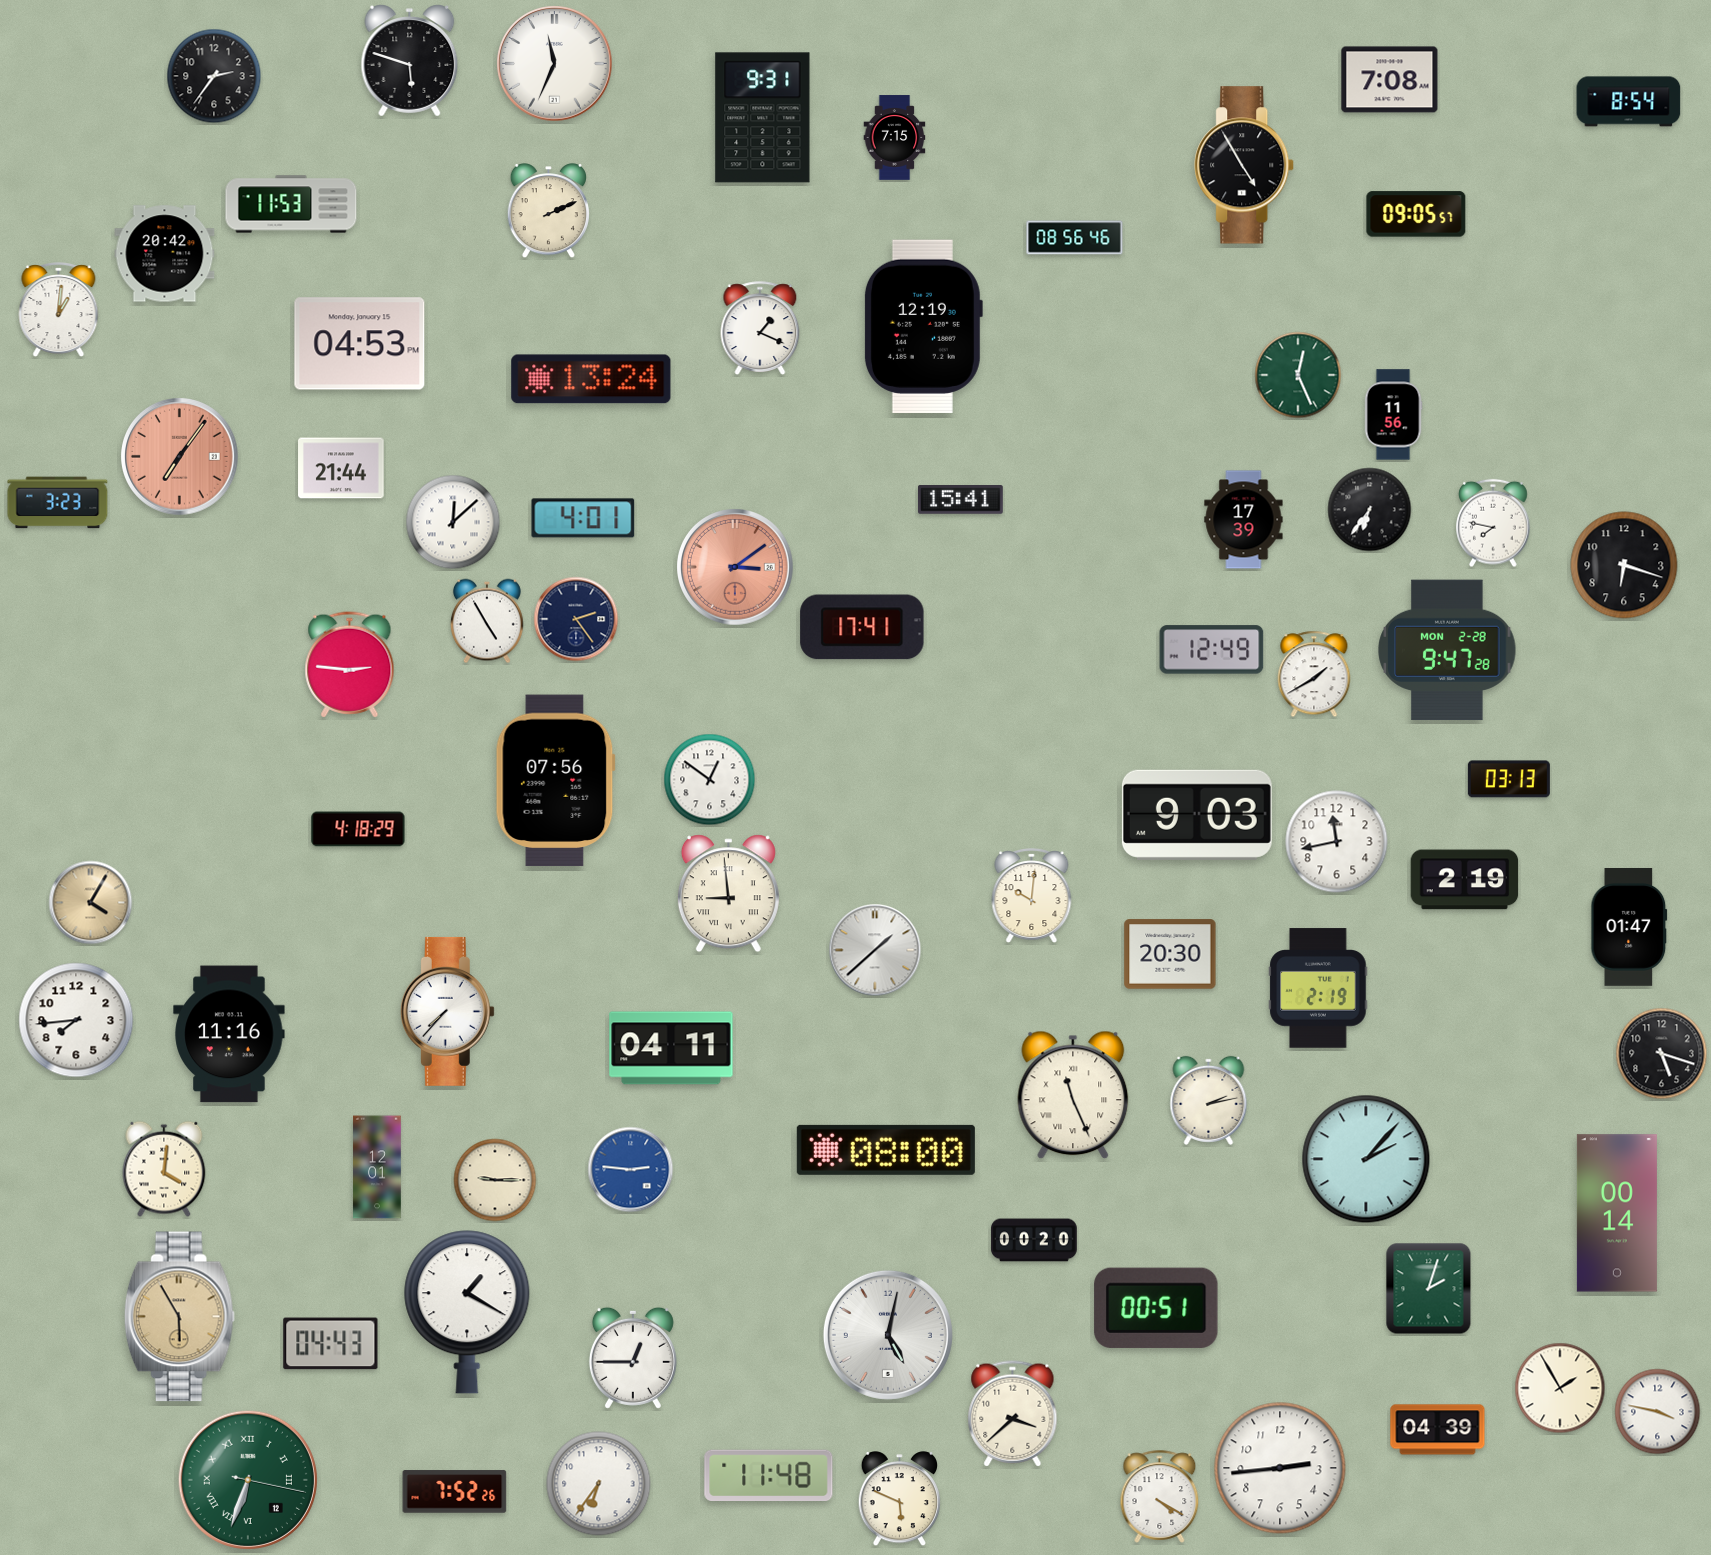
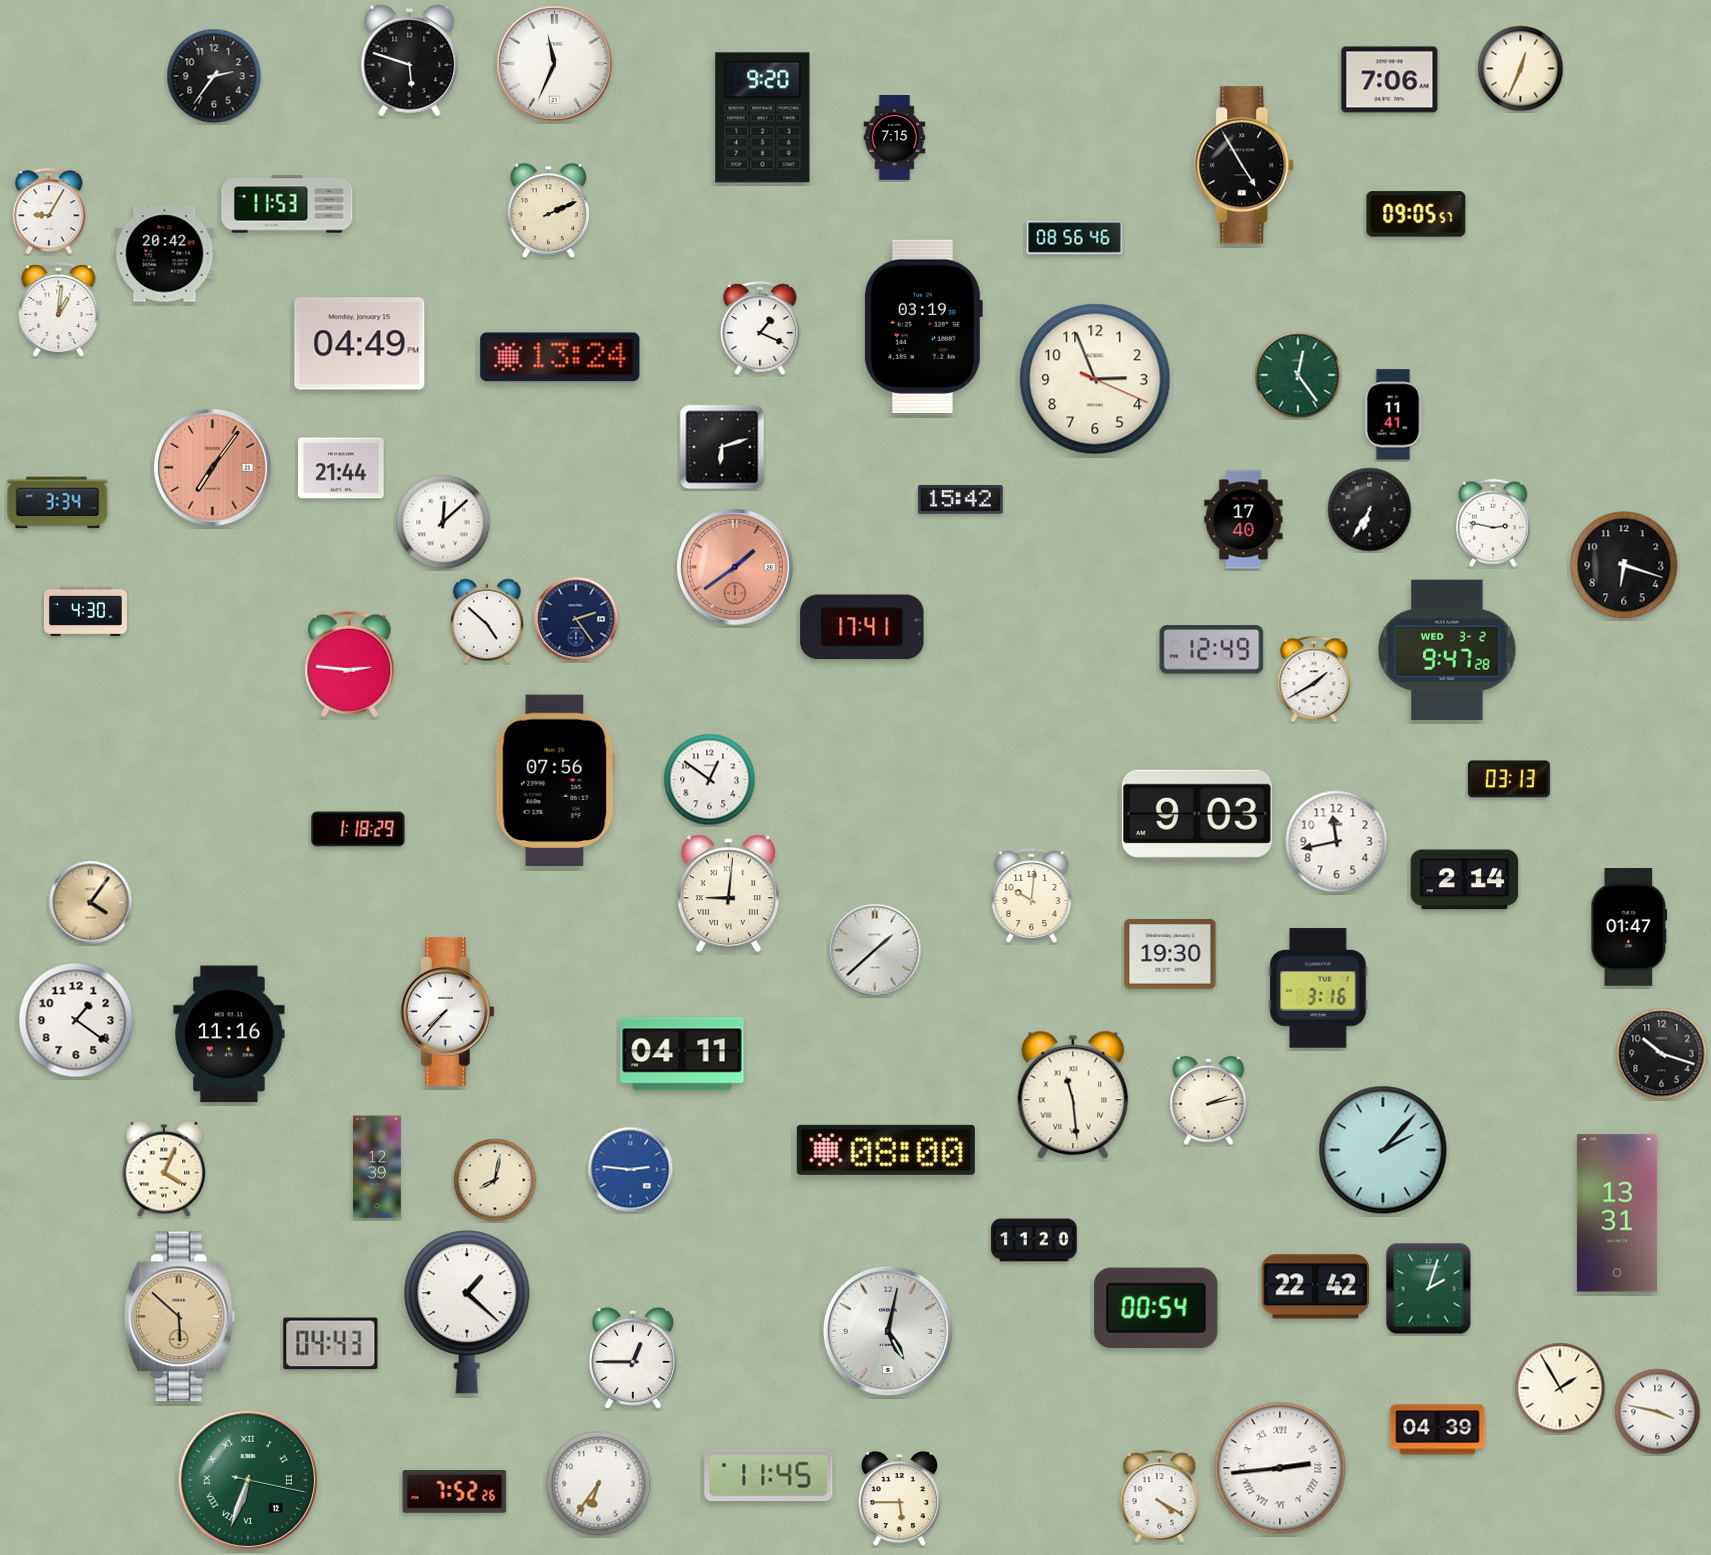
clock at (1521, 69): none -> 12:34
clock at (1390, 80): 7:08 -> 7:06
clock at (1629, 102): 8:54 -> none
clock at (763, 118): 9:31 -> 9:20
clock at (291, 204) position: (291, 204) -> (287, 204)
clock at (49, 211): none -> 9:05
clock at (923, 326): 12:19 -> 03:19
clock at (360, 344): 04:53 -> 04:49
clock at (1298, 375): 12:26 -> 12:24
clock at (591, 379) position: (591, 379) -> (560, 357)
clock at (1095, 379): none -> 2:56
clock at (1393, 415): 11:56 -> 11:41
clock at (722, 447): none -> 6:12
clock at (180, 457) position: (180, 457) -> (213, 468)
clock at (961, 500): 15:41 -> 15:42
clock at (58, 503): 3:23 -> 3:34
clock at (1370, 510): 6:36 -> 6:35
clock at (583, 518): 4:01 -> none
clock at (1244, 520): 17:39 -> 17:40
clock at (453, 522) position: (453, 522) -> (443, 522)
clock at (1493, 523): 7:47 -> 2:47
clock at (735, 567): 3:09 -> 1:39
clock at (85, 612): none -> 4:30
clock at (487, 621): 4:55 -> 4:52
clock at (1447, 650) date: MON 2-28 -> WED 3-2
clock at (1314, 674) position: (1314, 674) -> (1314, 679)
clock at (358, 829): 4:18 -> 1:18
clock at (1465, 880): 2:19 -> 2:14
clock at (728, 894): 8:59 -> 9:01
clock at (91, 903): 4:05 -> 4:06
clock at (1170, 954): 20:30 -> 19:30
clock at (1318, 988): 2:19 -> 3:16
clock at (76, 1020): 7:44 -> 1:21
clock at (671, 1048) position: (671, 1048) -> (682, 1054)
clock at (1662, 1054): 5:18 -> 10:18
clock at (1073, 1095): 11:26 -> 11:29
clock at (1366, 1159) position: (1366, 1159) -> (1383, 1150)
clock at (377, 1167): 12:01 -> 12:39
clock at (164, 1169): 4:01 -> 4:04
clock at (495, 1180): 9:15 -> 8:02
clock at (1617, 1213): 00:14 -> 13:31
clock at (1034, 1240): 00:20 -> 11:20
clock at (1316, 1287): none -> 22:42
clock at (1156, 1308): 00:51 -> 00:54
clock at (467, 1312): 1:20 -> 1:22
clock at (179, 1317): 5:55 -> 5:52
clock at (888, 1335) position: (888, 1335) -> (888, 1331)
clock at (1013, 1414): 3:38 -> none
clock at (1280, 1468) numerals: Arabic -> Roman
clock at (769, 1476): 11:48 -> 11:45
clock at (899, 1500): 5:49 -> 5:45
